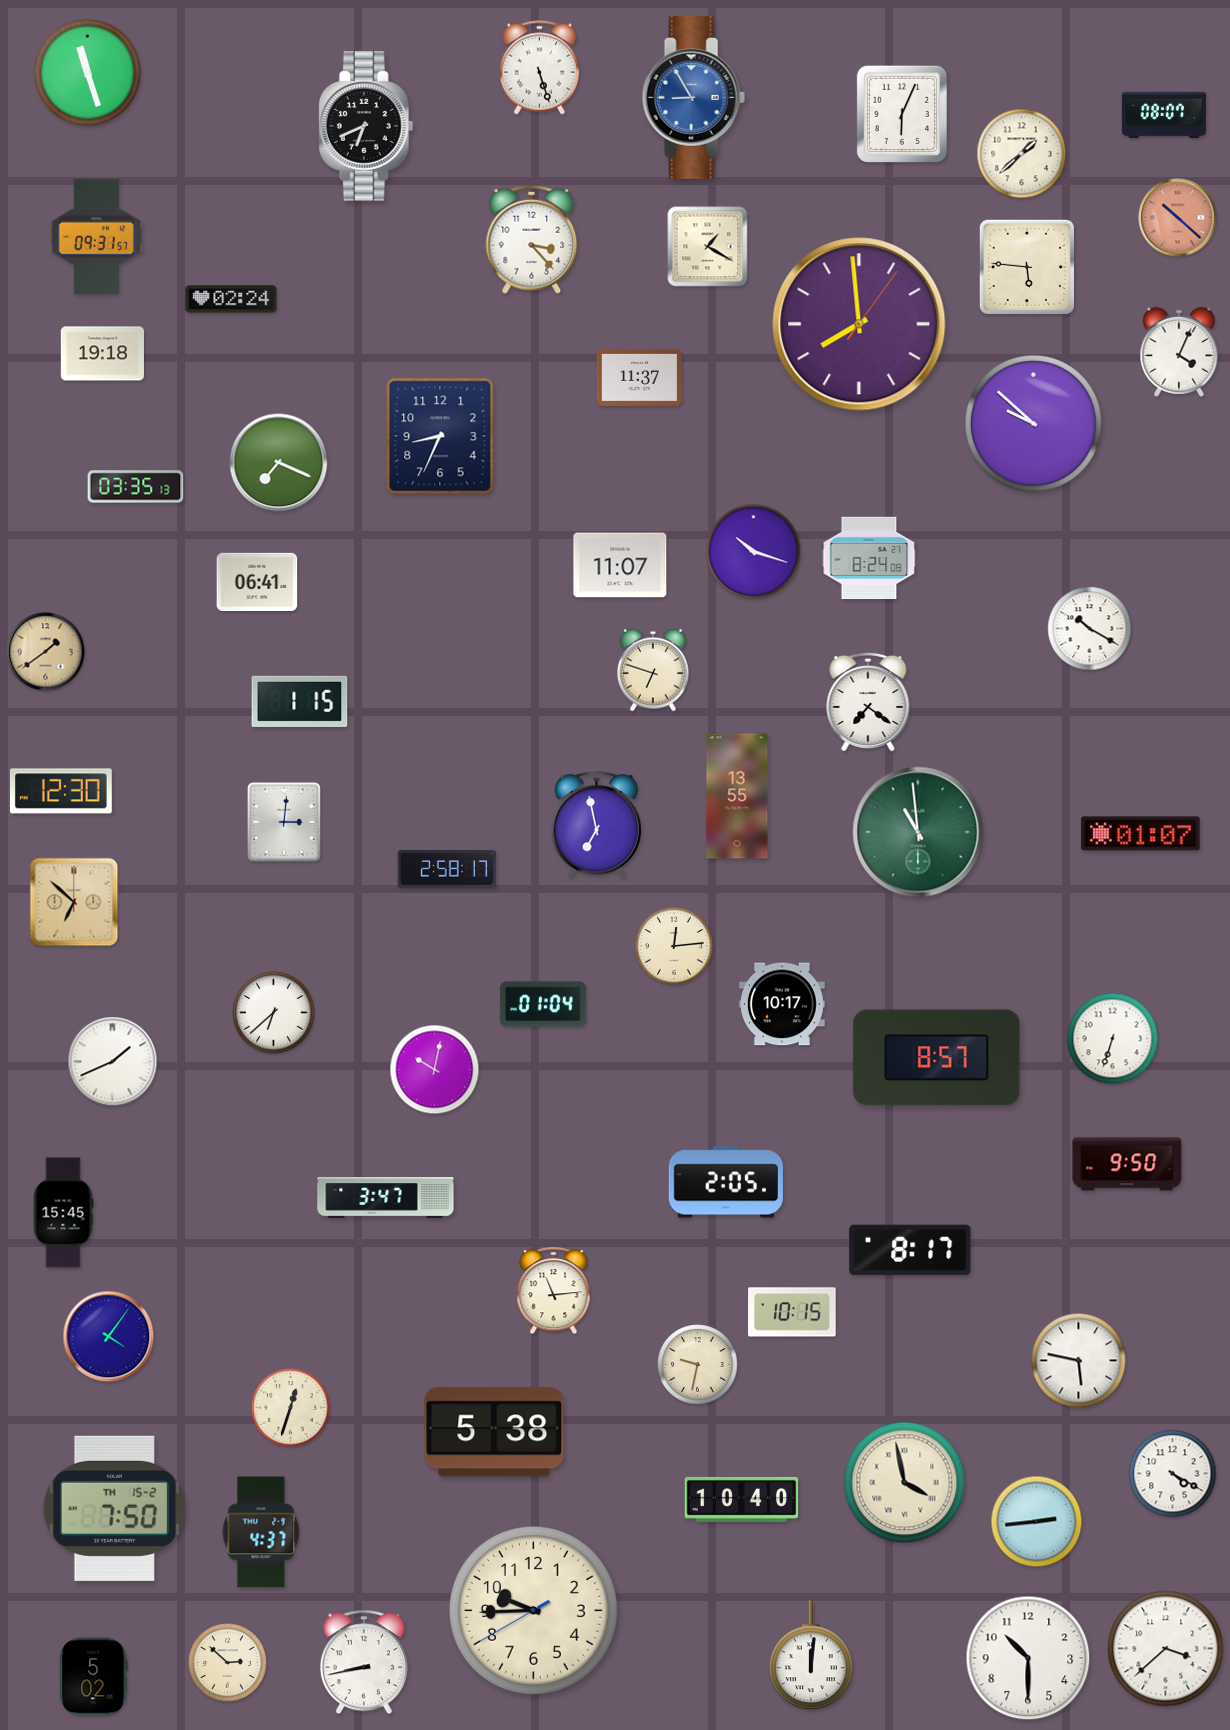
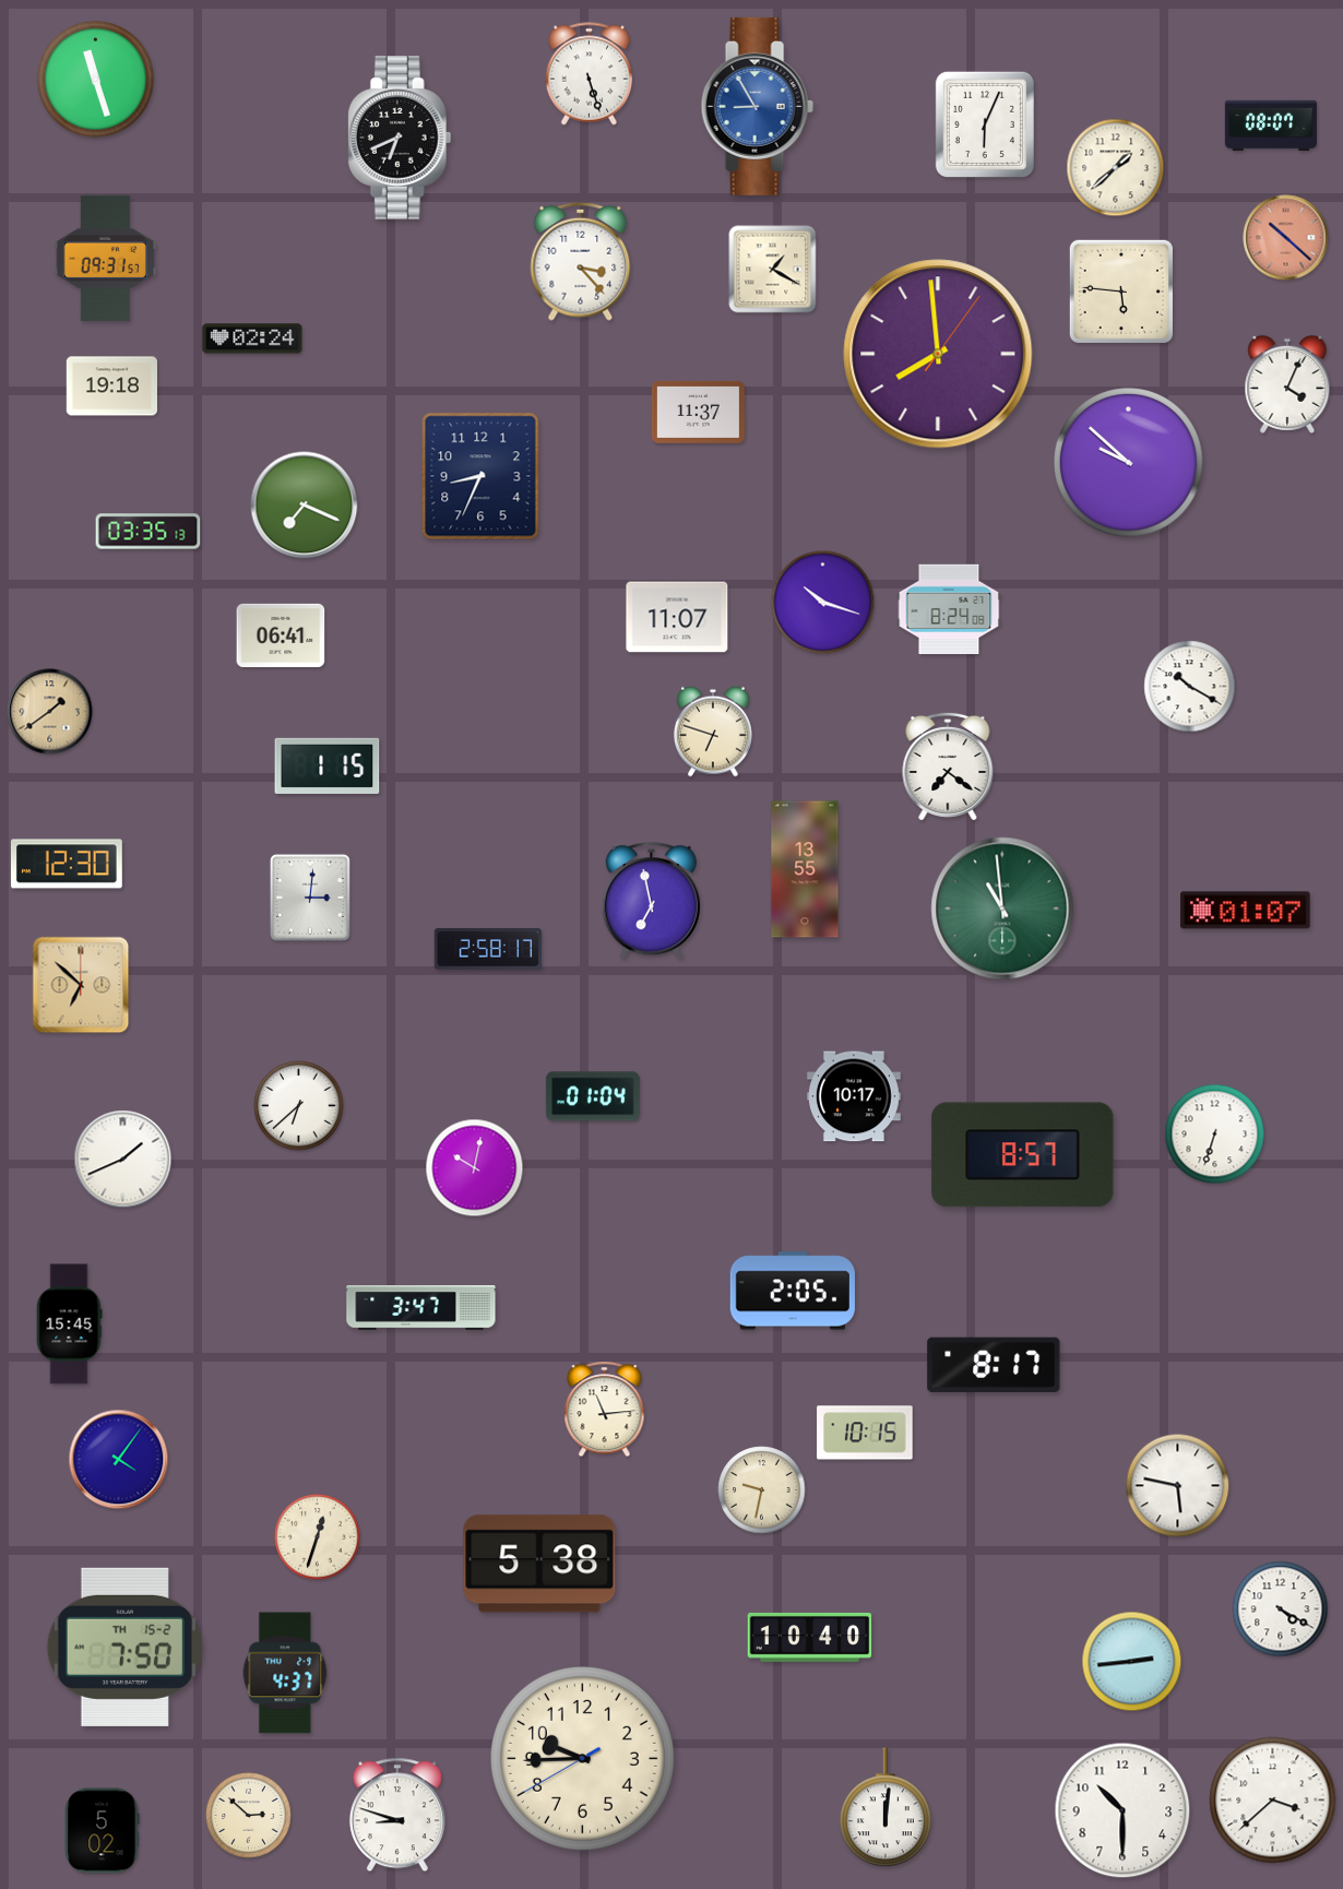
clock at (231, 299) position: (231, 299) -> (252, 338)
clock at (674, 946): 12:14 -> none
clock at (1127, 1164): 9:50 -> none
clock at (905, 1483): 3:58 -> none
clock at (364, 1662): 8:43 -> 8:48
